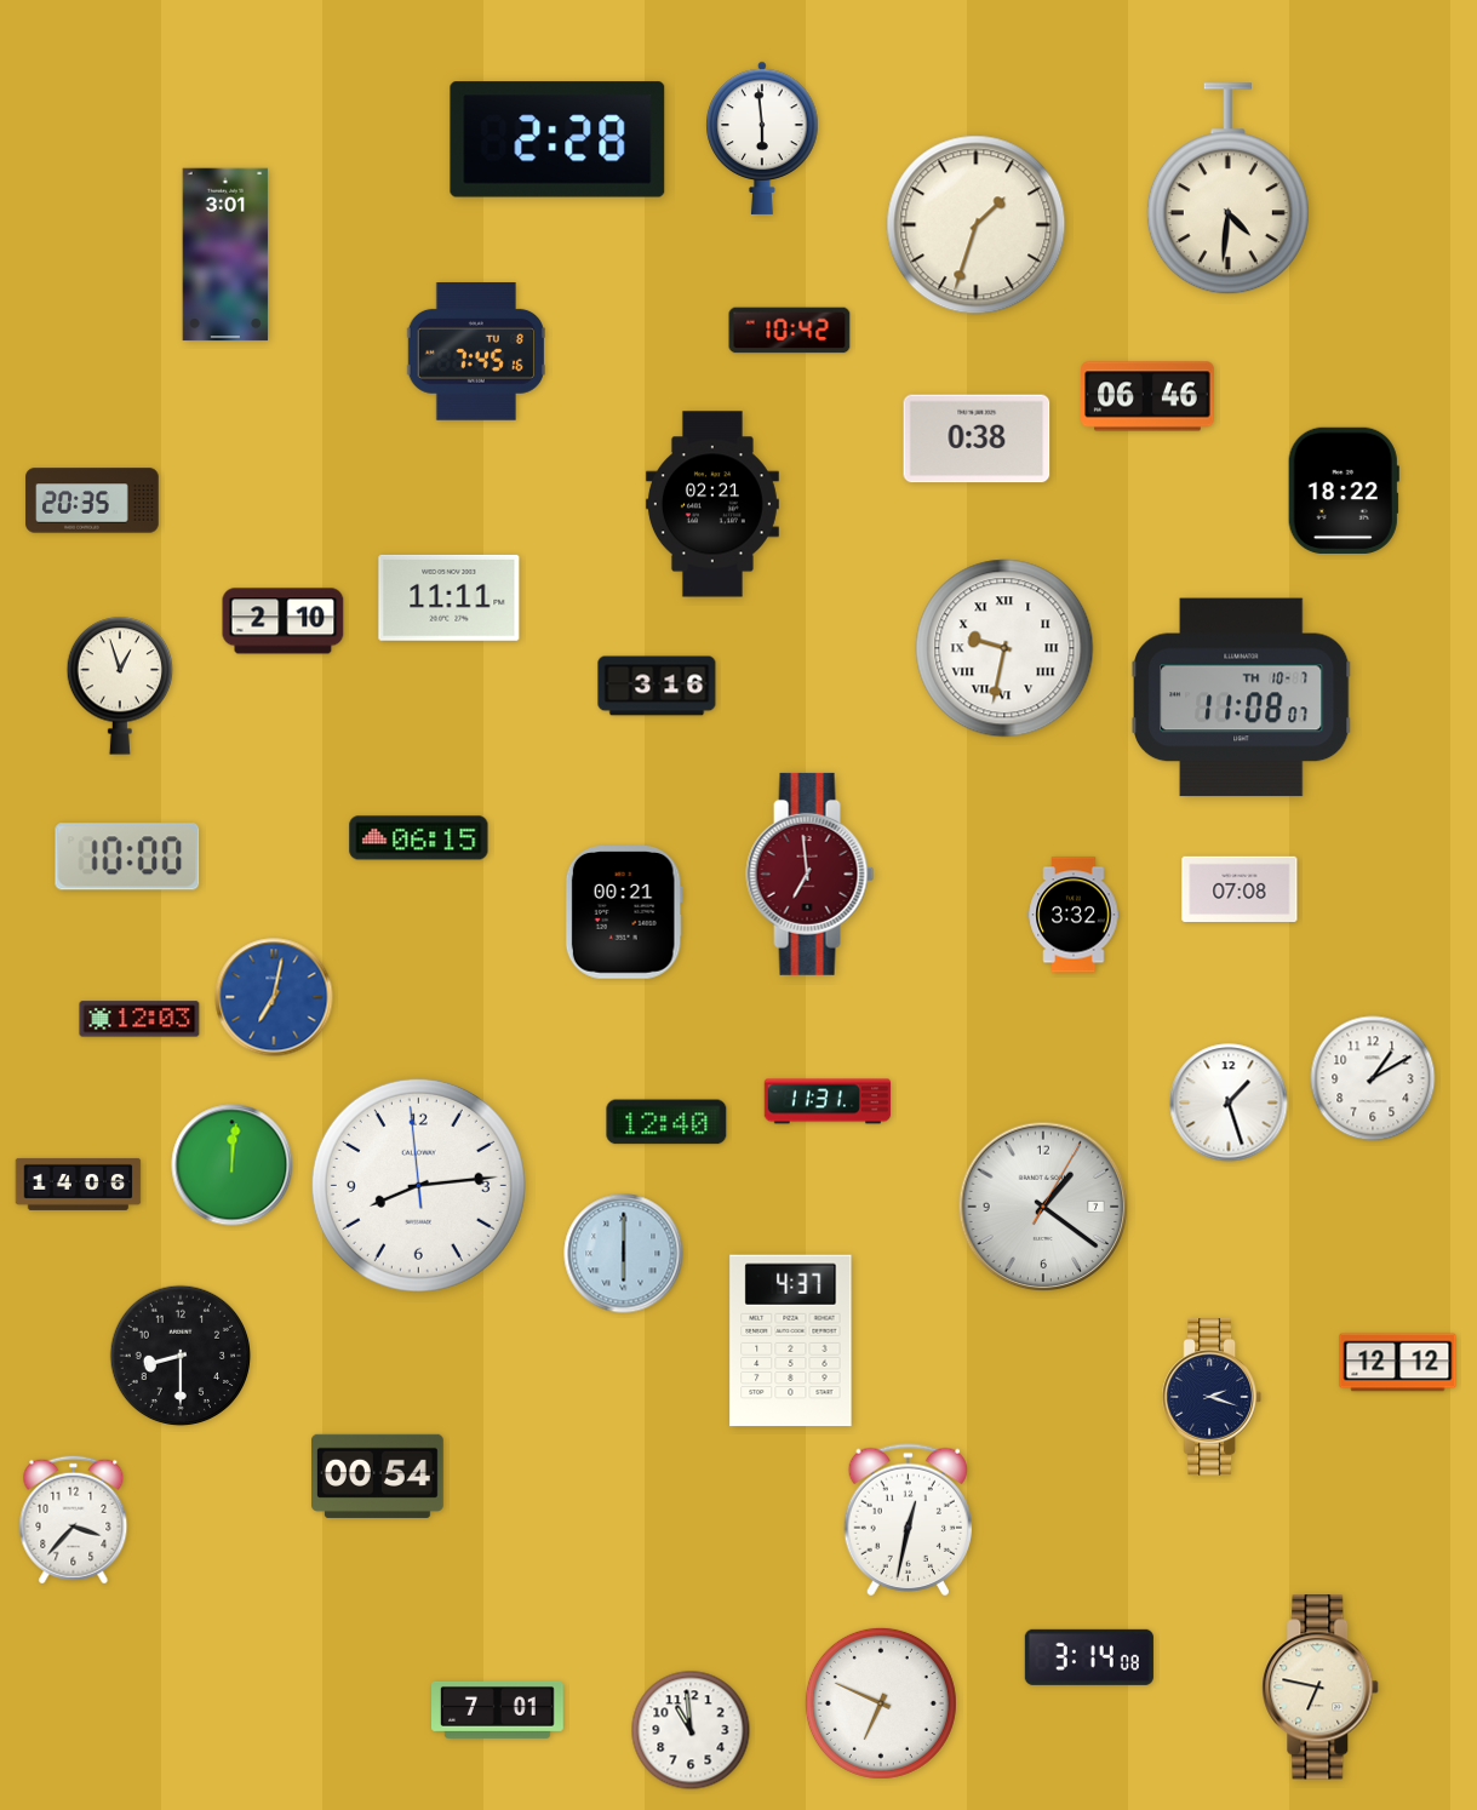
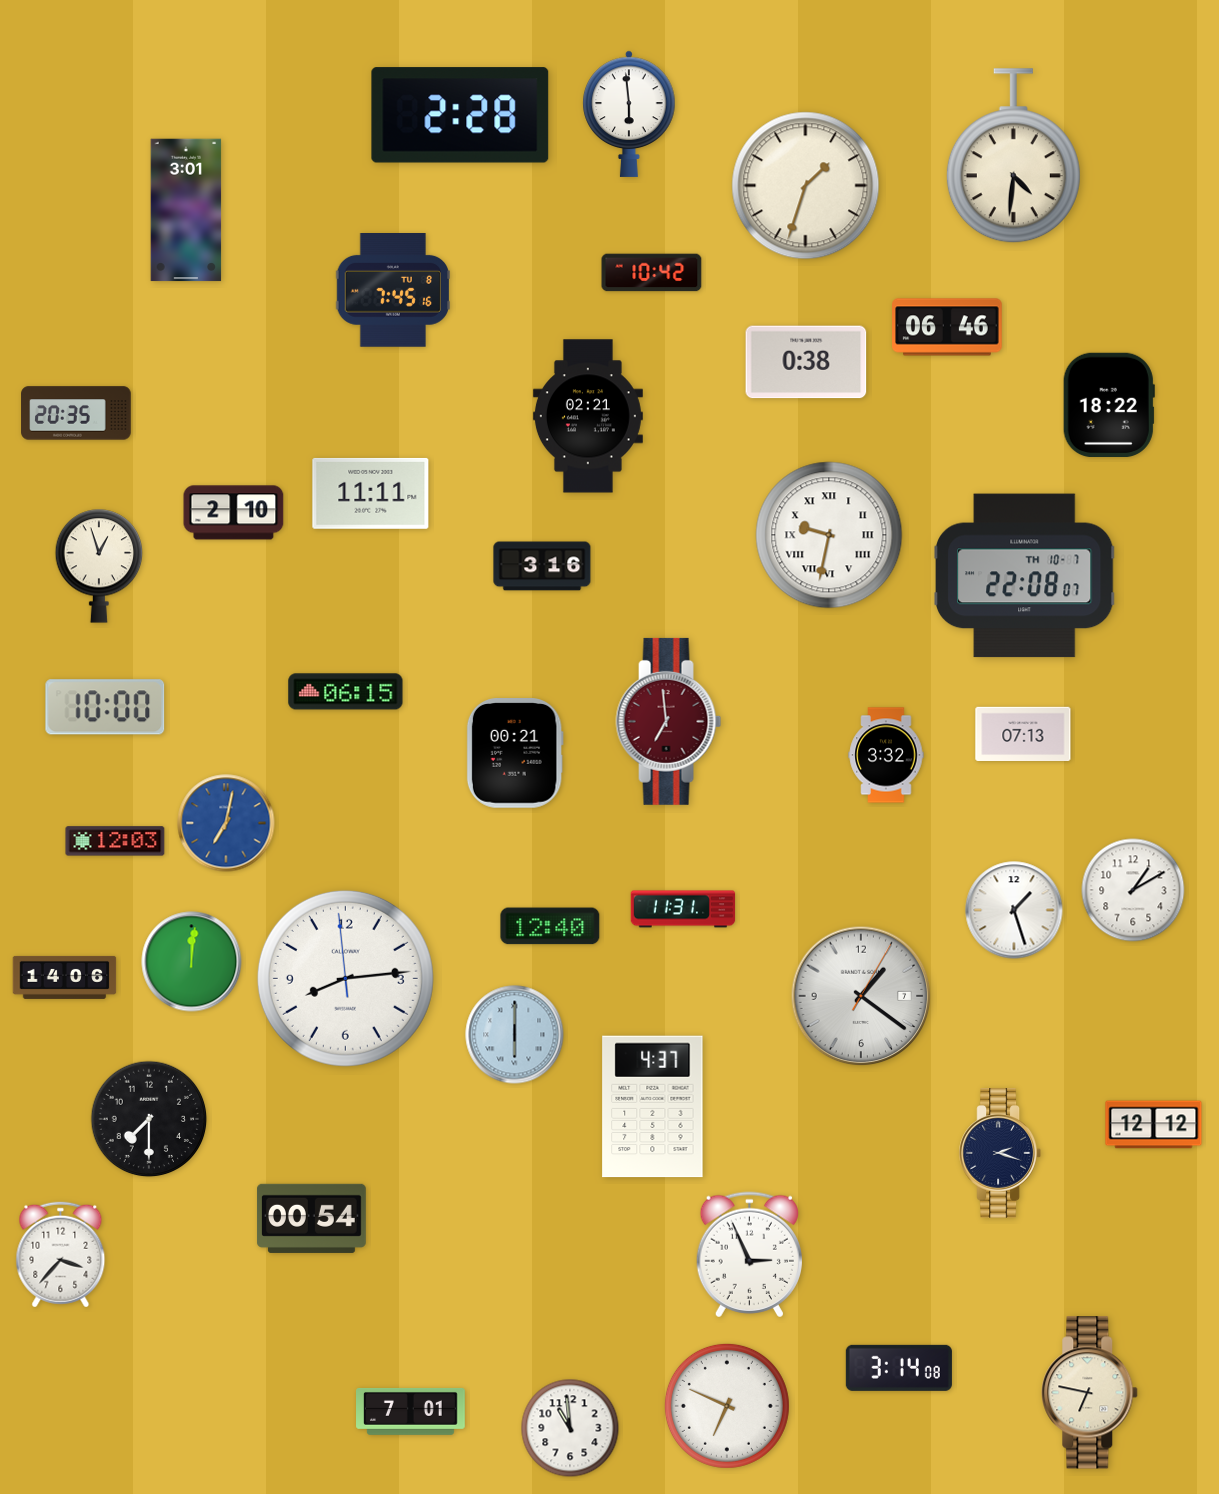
clock at (1242, 698): 11:08 -> 22:08
clock at (1240, 888): 07:08 -> 07:13
clock at (181, 1356): 8:30 -> 7:30
clock at (908, 1520): 12:32 -> 2:56
